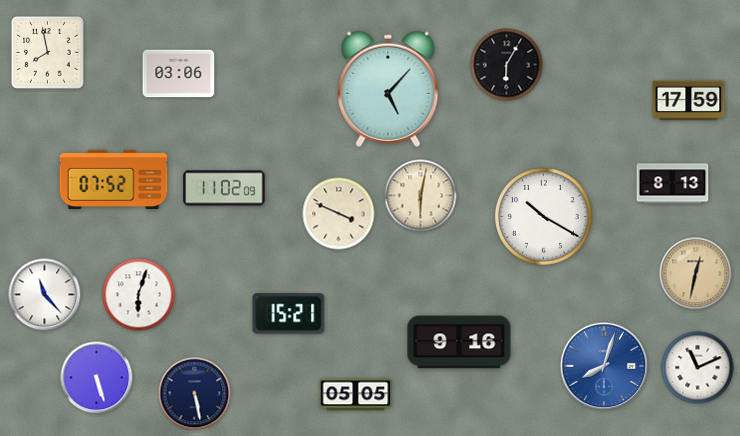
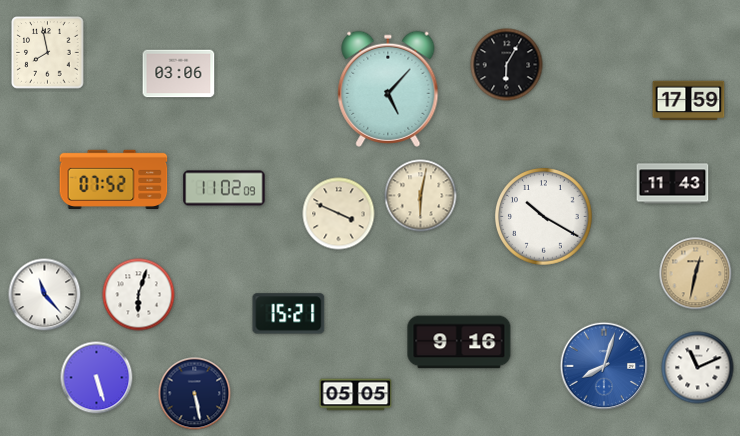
clock at (673, 184): 8:13 -> 11:43
